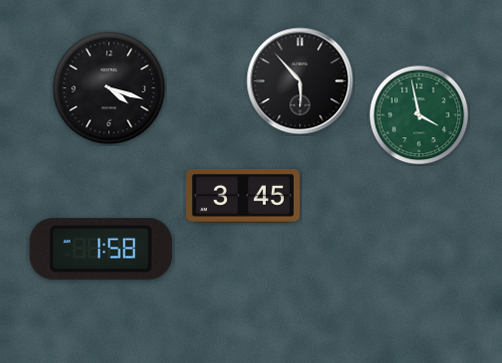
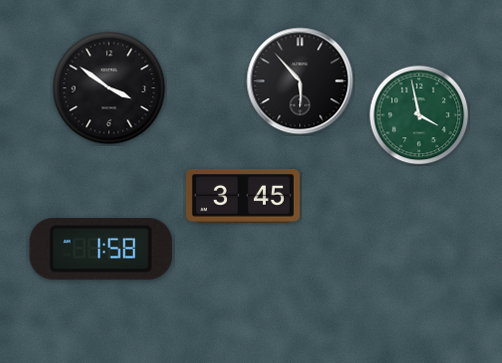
clock at (109, 88): 4:18 -> 3:51
